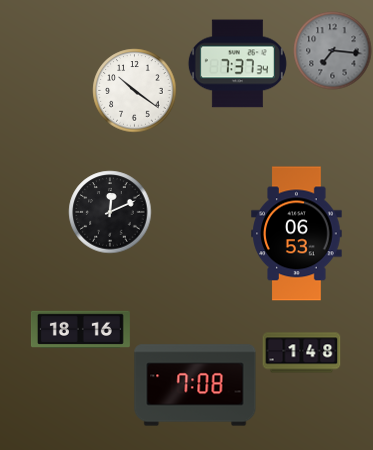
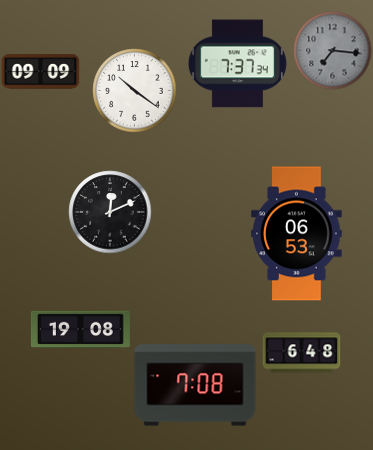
clock at (40, 72): none -> 09:09
clock at (80, 329): 18:16 -> 19:08
clock at (301, 353): 1:48 -> 6:48
